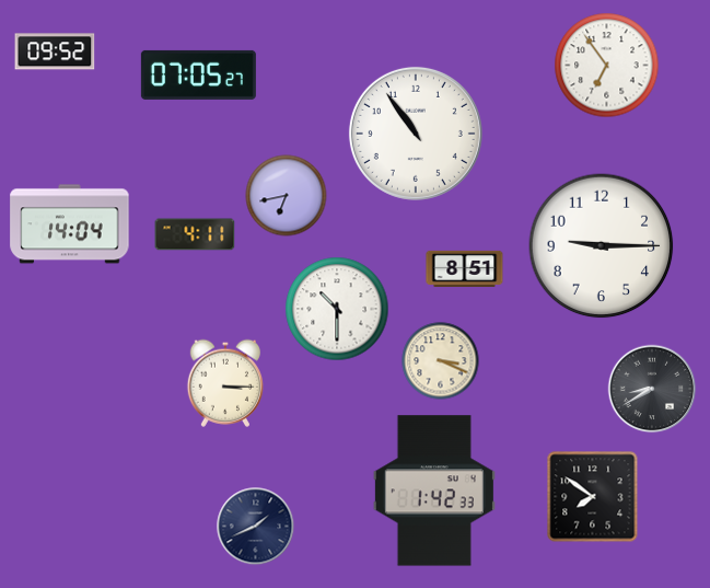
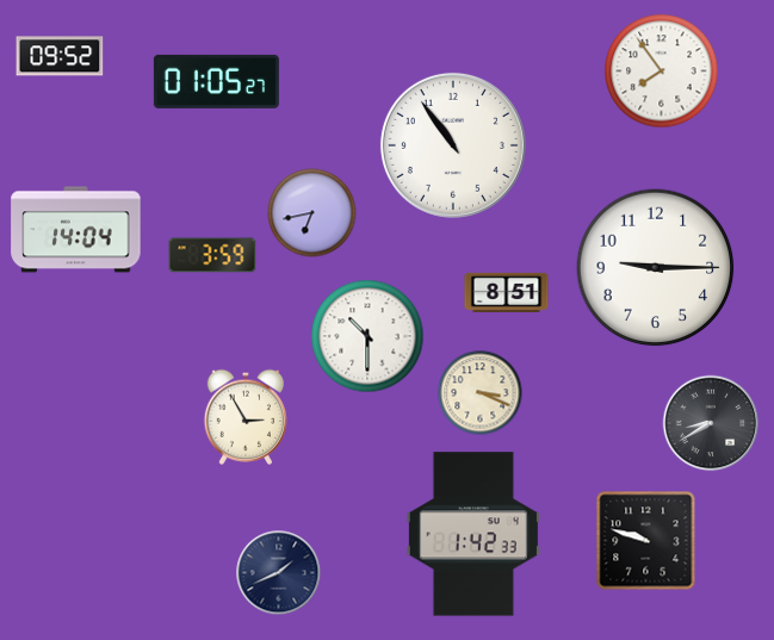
clock at (607, 66): 6:54 -> 7:54
clock at (198, 74): 07:05 -> 01:05
clock at (70, 224) position: (70, 224) -> (76, 230)
clock at (195, 234): 4:11 -> 3:59
clock at (224, 383): 3:15 -> 2:55
clock at (593, 497): 7:51 -> 9:48
